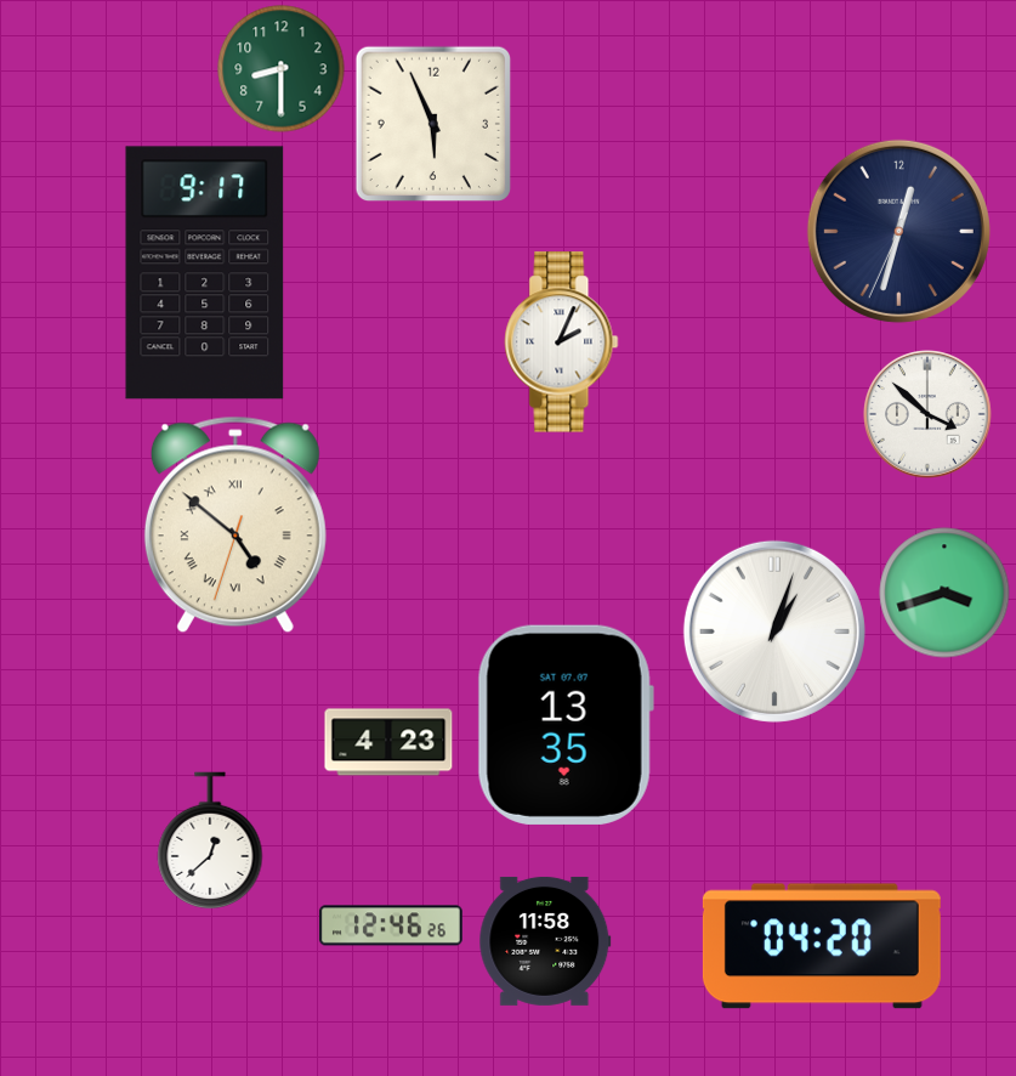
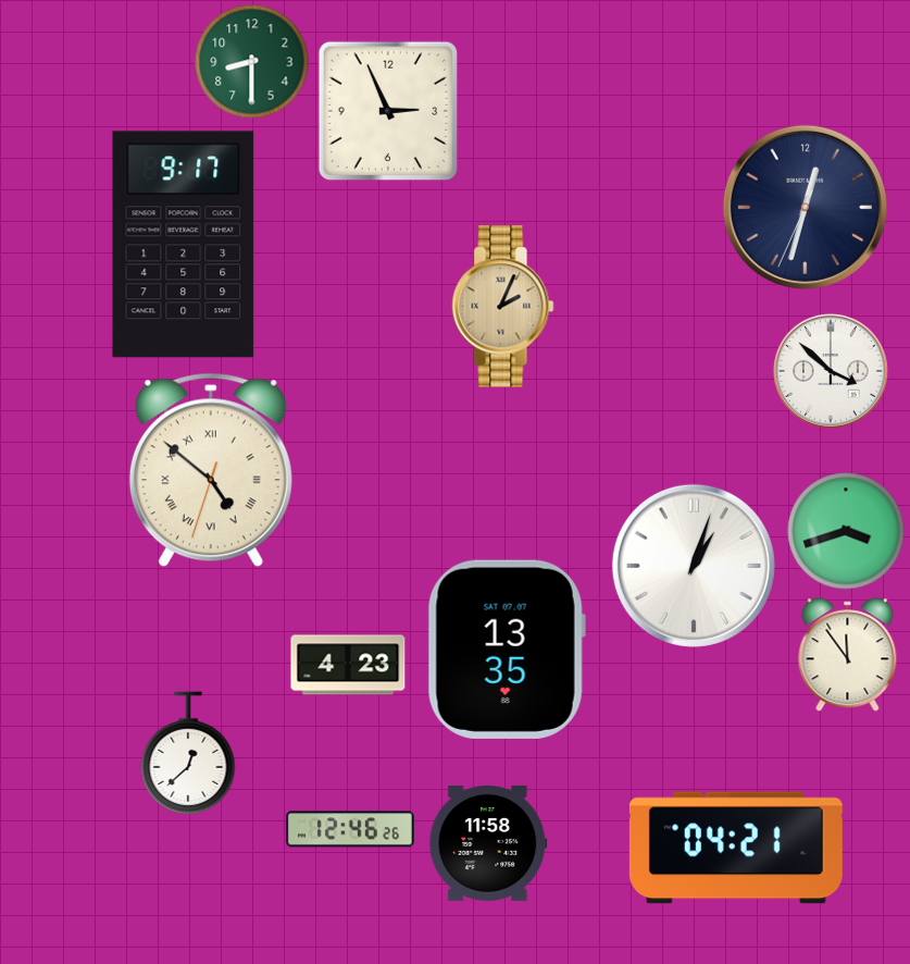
clock at (432, 123): 5:56 -> 2:56
clock at (562, 342) dial: white -> champagne
clock at (848, 655): none -> 11:54
clock at (822, 946): 04:20 -> 04:21
